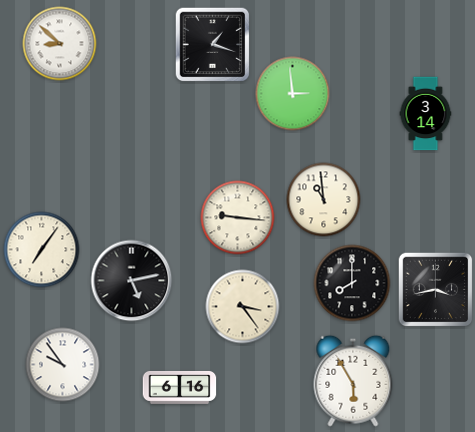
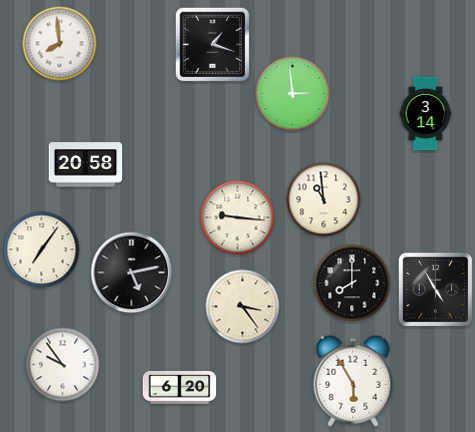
clock at (60, 44): 8:52 -> 7:59
clock at (86, 165): none -> 20:58
clock at (132, 281) position: (132, 281) -> (132, 273)
clock at (436, 290): 3:43 -> 4:55
clock at (180, 387): 6:16 -> 6:20
